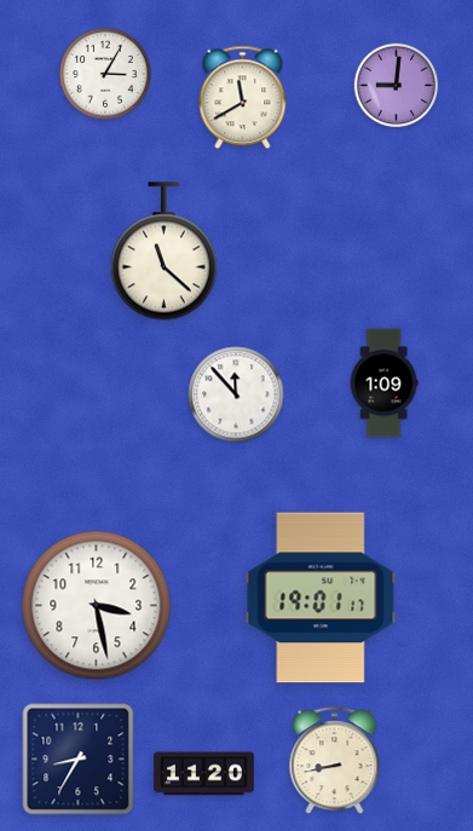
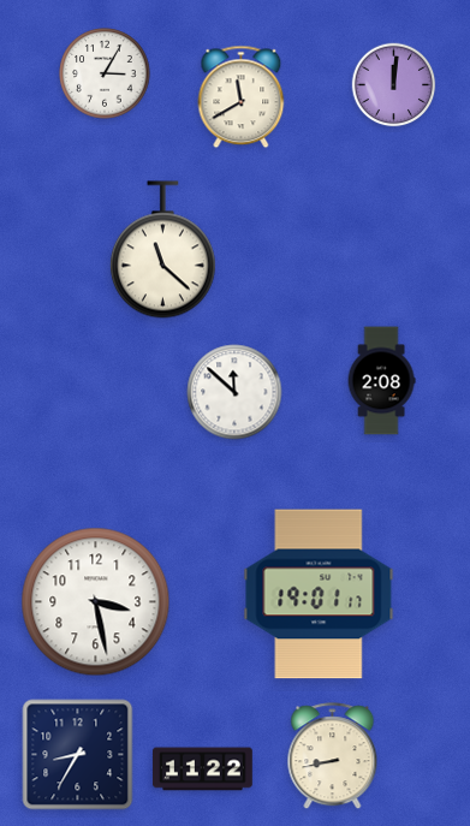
clock at (397, 86): 9:01 -> 12:01
clock at (383, 383): 1:09 -> 2:08
clock at (236, 394): 11:53 -> 11:52
clock at (204, 774): 11:20 -> 11:22
